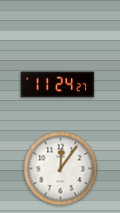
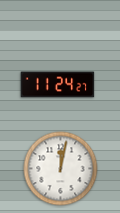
clock at (61, 169): 12:06 -> 12:02
